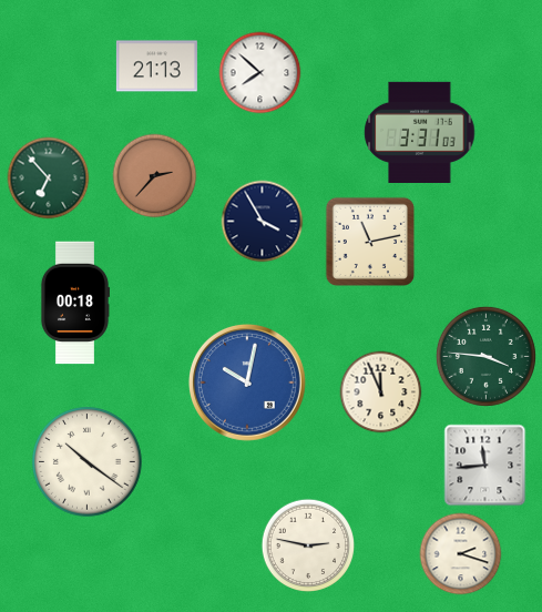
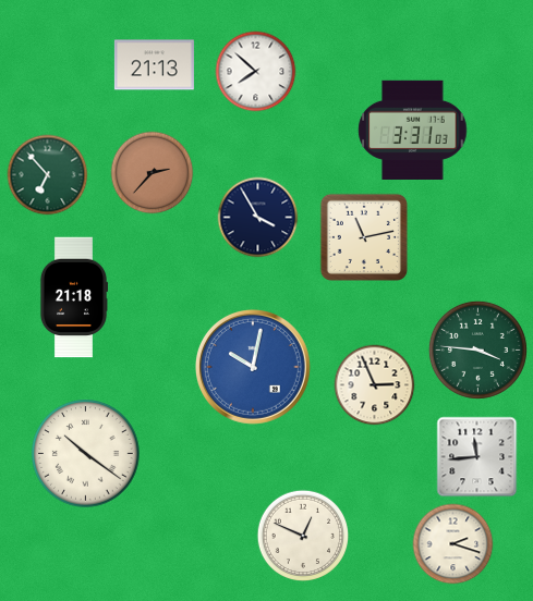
clock at (74, 303): 00:18 -> 21:18
clock at (247, 382) position: (247, 382) -> (253, 367)
clock at (381, 392): 11:56 -> 2:56
clock at (307, 544): 2:47 -> 12:49
